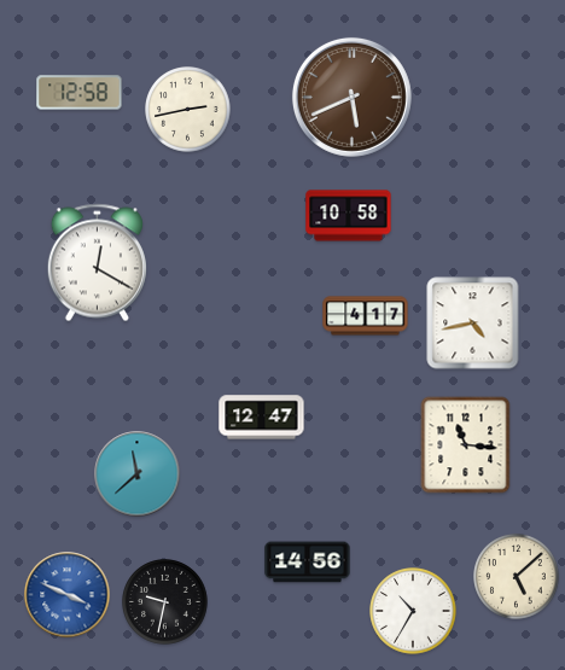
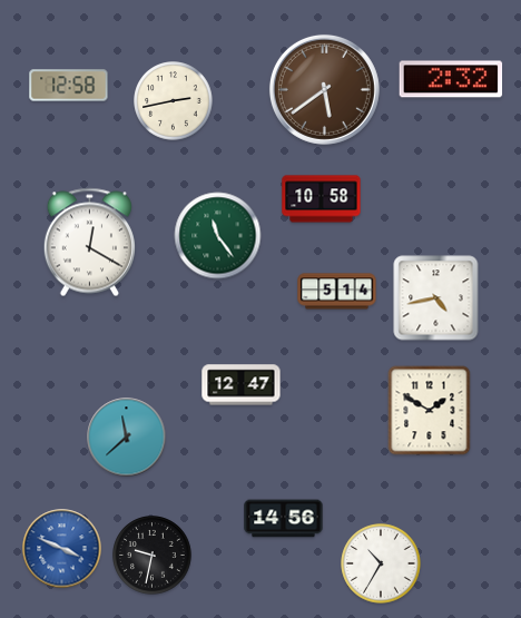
clock at (451, 79): none -> 2:32
clock at (80, 93) position: (80, 93) -> (69, 86)
clock at (351, 97): 5:41 -> 5:39
clock at (218, 236): none -> 11:24
clock at (366, 316): 4:17 -> 5:14
clock at (466, 445): 11:16 -> 1:50
clock at (517, 577): 5:08 -> none
